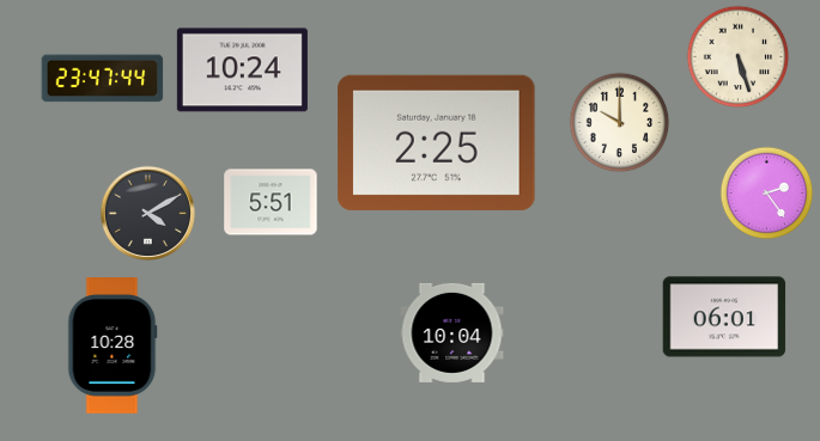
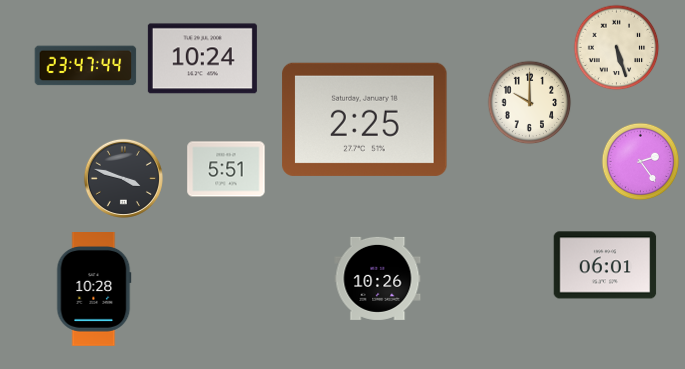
clock at (619, 122) position: (619, 122) -> (529, 102)
clock at (147, 213): 4:10 -> 3:48
clock at (452, 332): 10:04 -> 10:26
